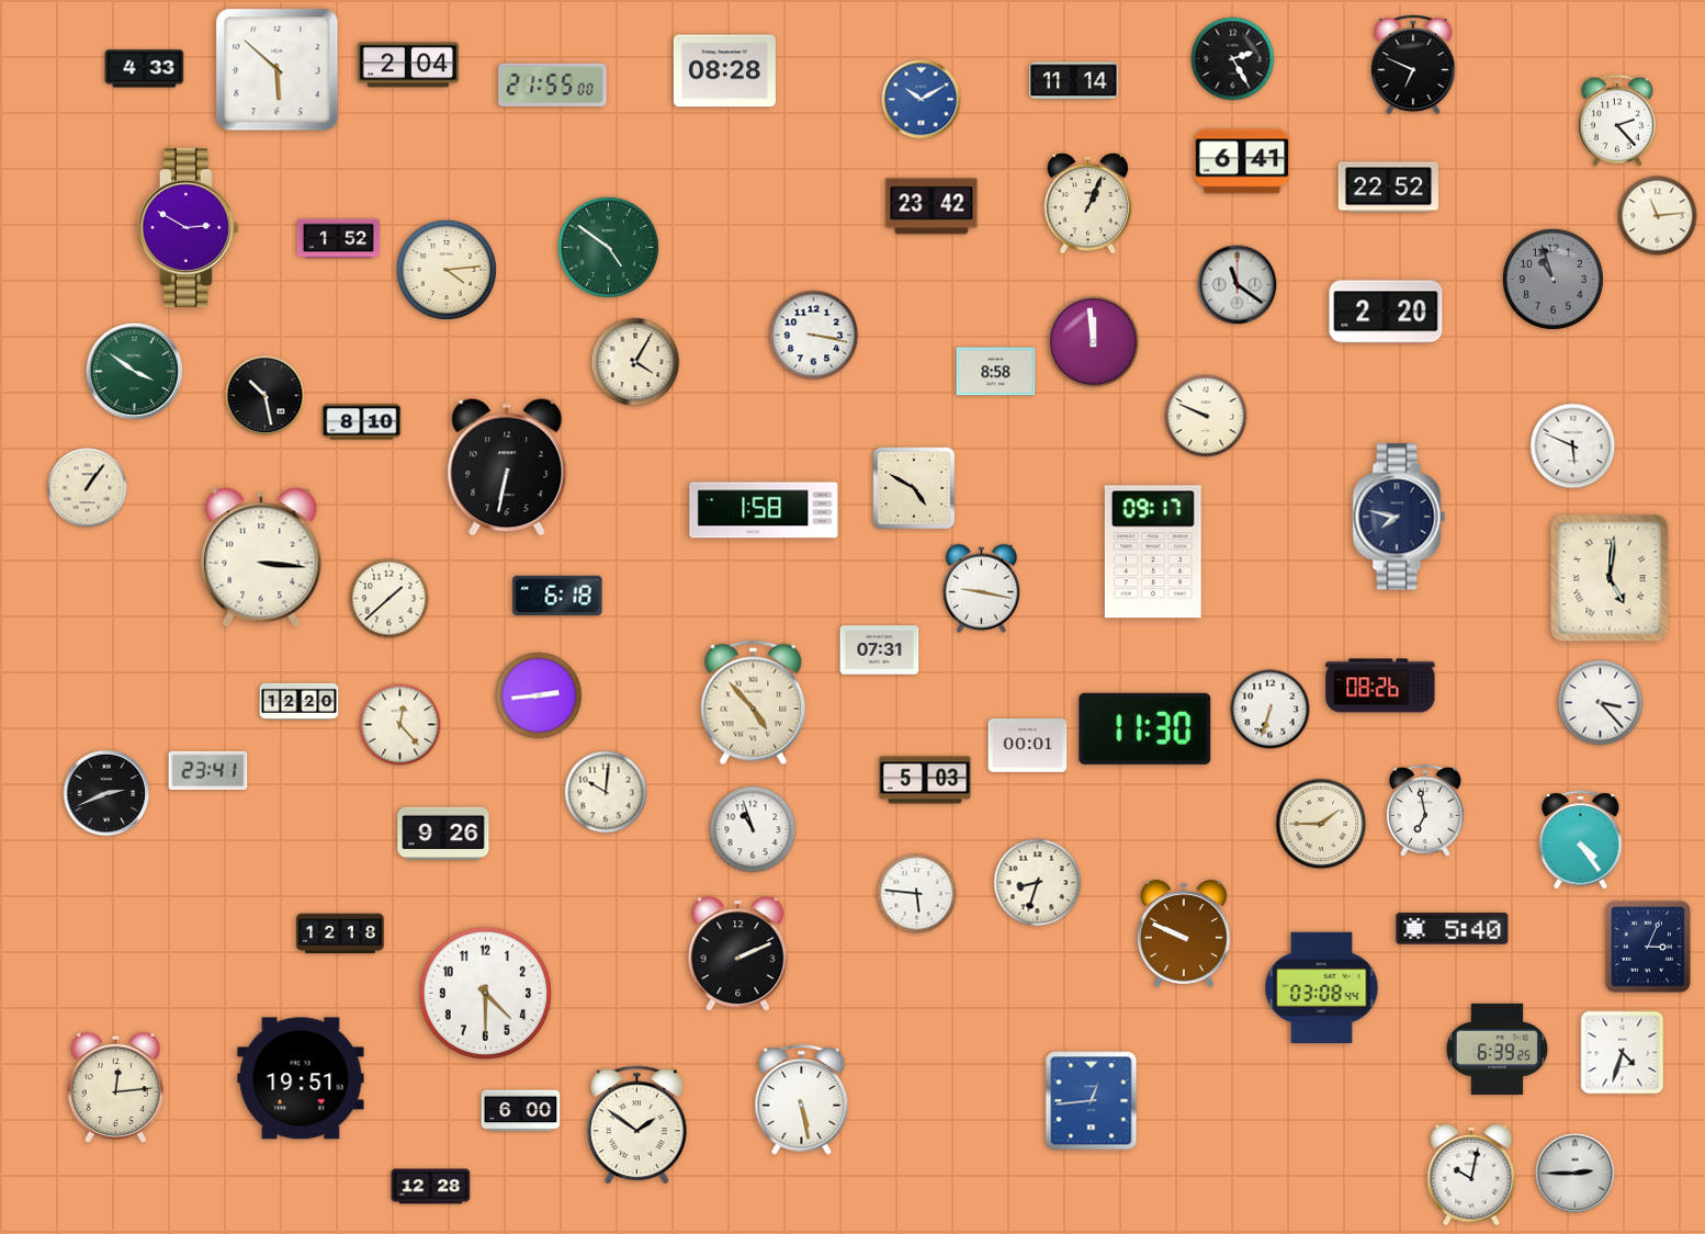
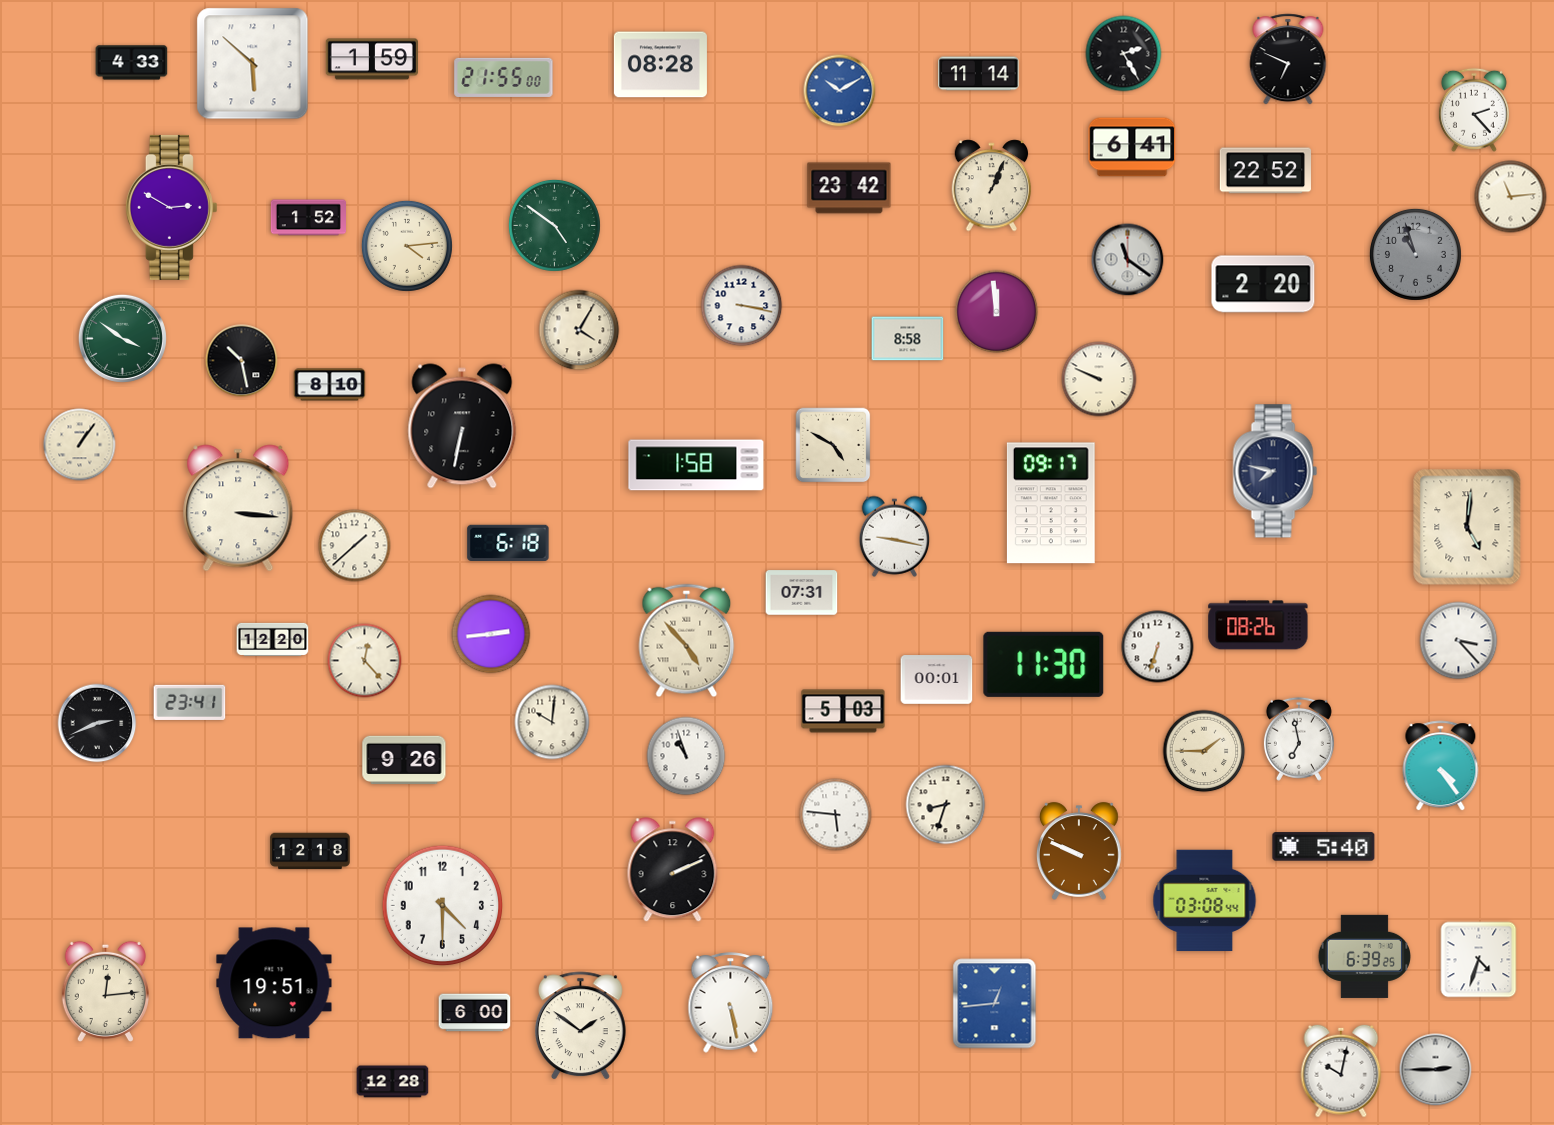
clock at (408, 65): 2:04 -> 1:59
clock at (1573, 446): 5:49 -> none
clock at (1648, 947): 3:04 -> none
